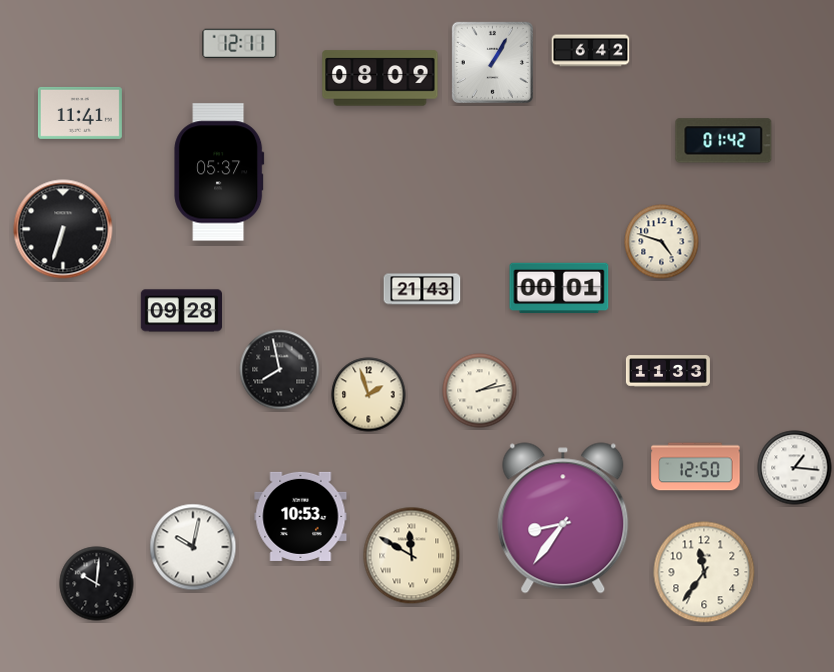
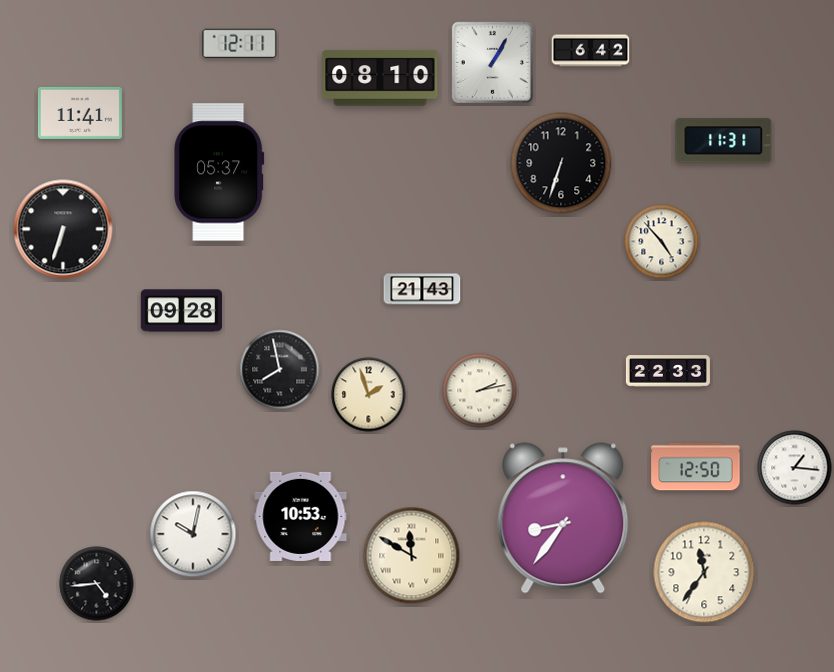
clock at (380, 78): 08:09 -> 08:10
clock at (724, 141): 01:42 -> 11:31
clock at (561, 163): none -> 6:33
clock at (662, 242): 4:48 -> 4:53
clock at (559, 288): 00:01 -> none
clock at (668, 371): 11:33 -> 22:33
clock at (193, 547) position: (193, 547) -> (193, 534)
clock at (97, 584): 10:01 -> 4:44
